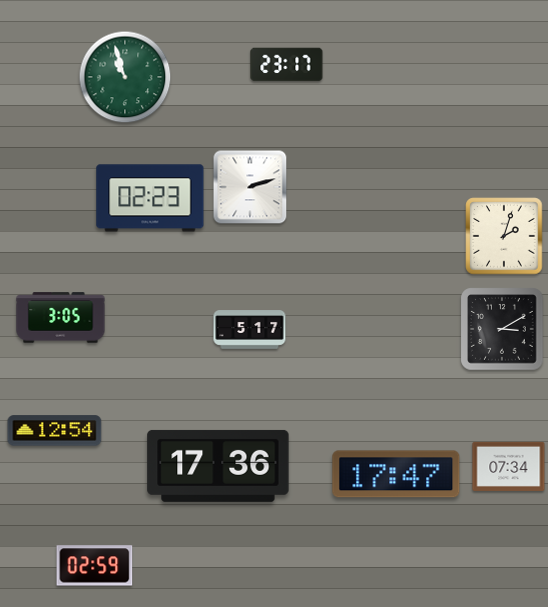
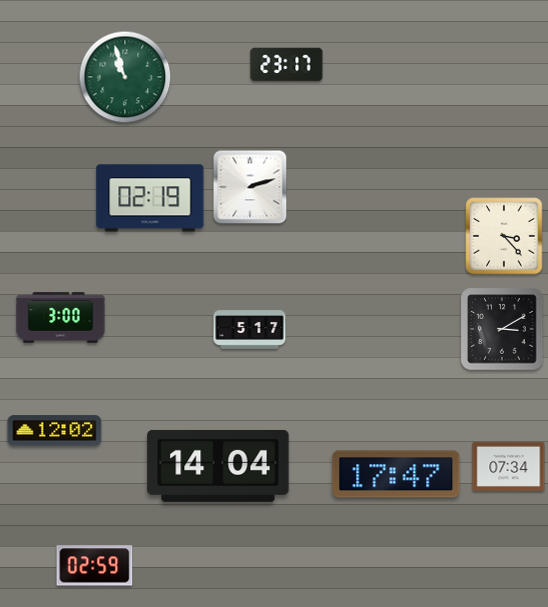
clock at (150, 198): 02:23 -> 02:19
clock at (504, 236): 2:03 -> 3:23
clock at (61, 318): 3:05 -> 3:00
clock at (55, 431): 12:54 -> 12:02
clock at (218, 466): 17:36 -> 14:04
